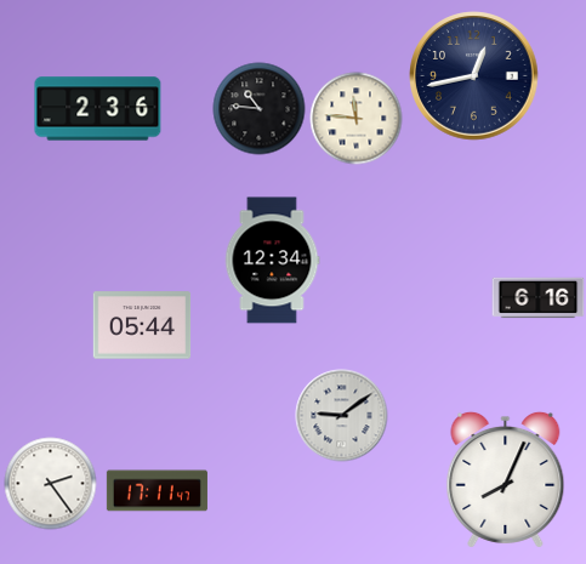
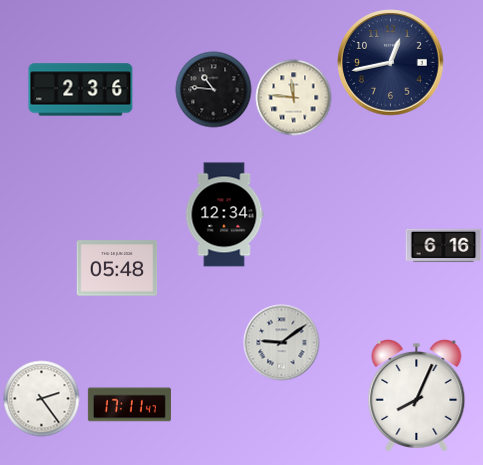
clock at (142, 325): 05:44 -> 05:48
